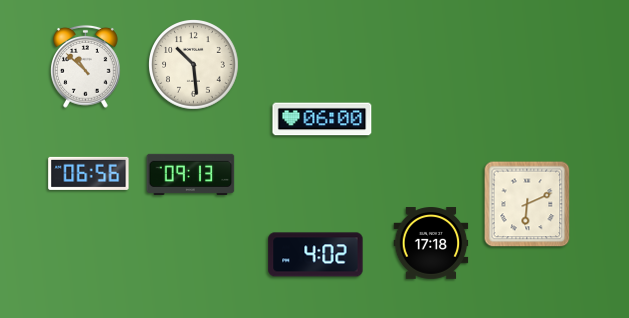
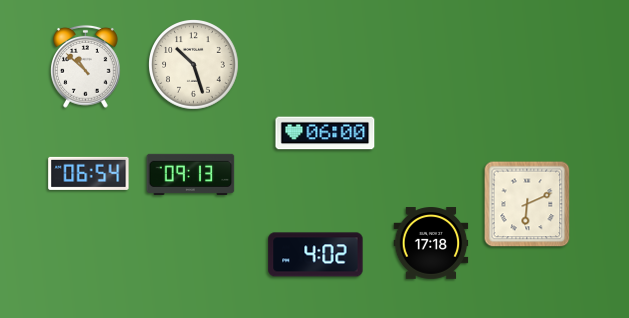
clock at (194, 65): 10:29 -> 10:27
clock at (322, 119) position: (322, 119) -> (325, 133)
clock at (89, 173): 06:56 -> 06:54
